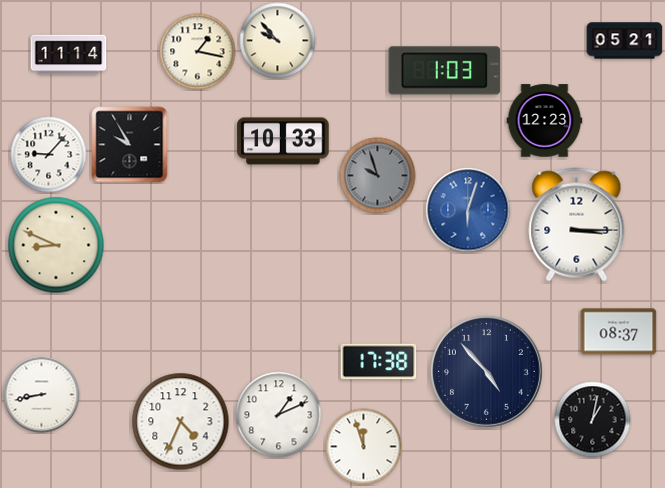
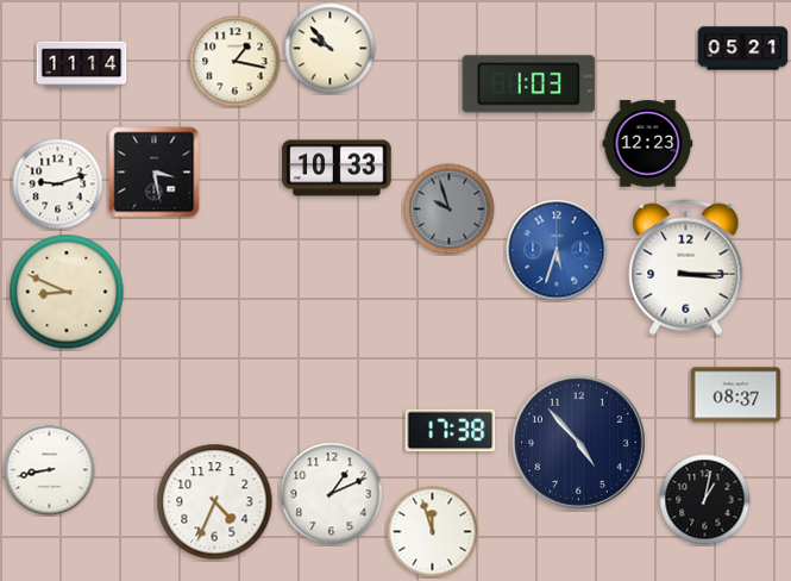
clock at (130, 145): 9:55 -> 3:28
clock at (49, 155): 9:07 -> 9:12
clock at (468, 210): 6:03 -> 5:33
